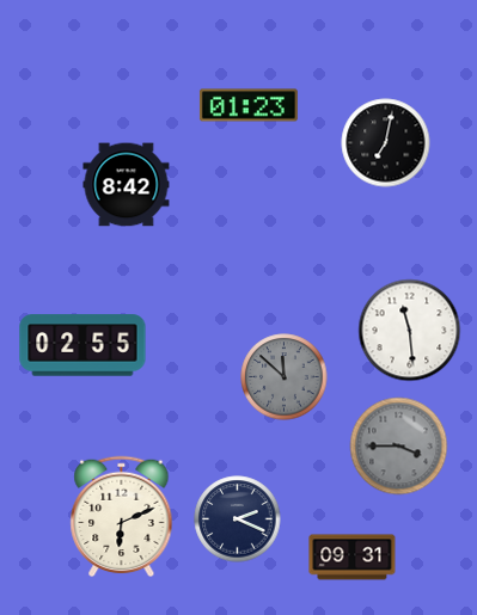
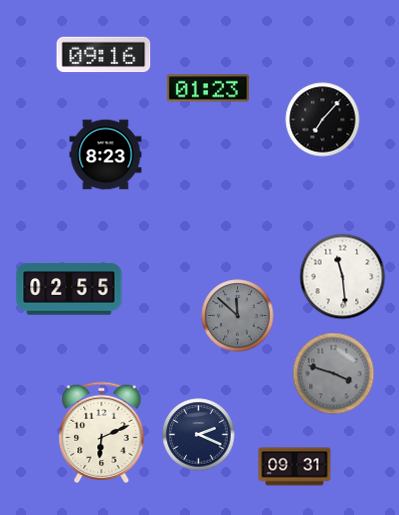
clock at (104, 55): none -> 09:16
clock at (386, 143): 7:02 -> 7:07
clock at (127, 185): 8:42 -> 8:23
clock at (399, 447): 3:45 -> 3:48
